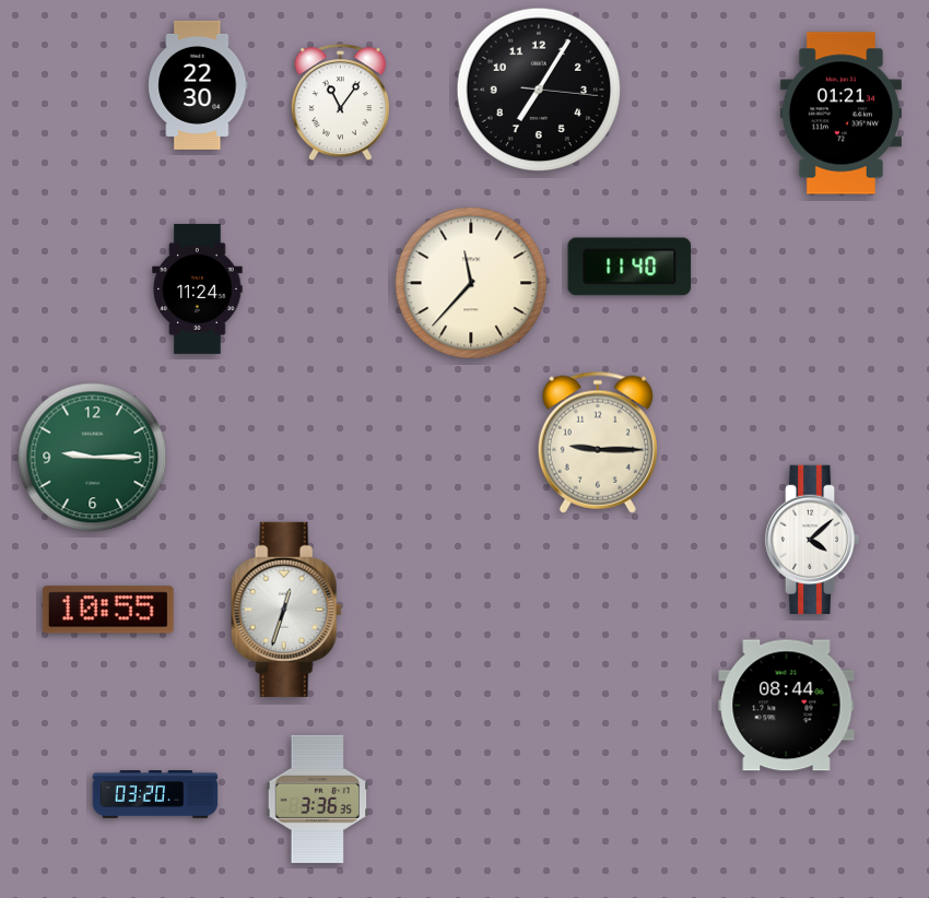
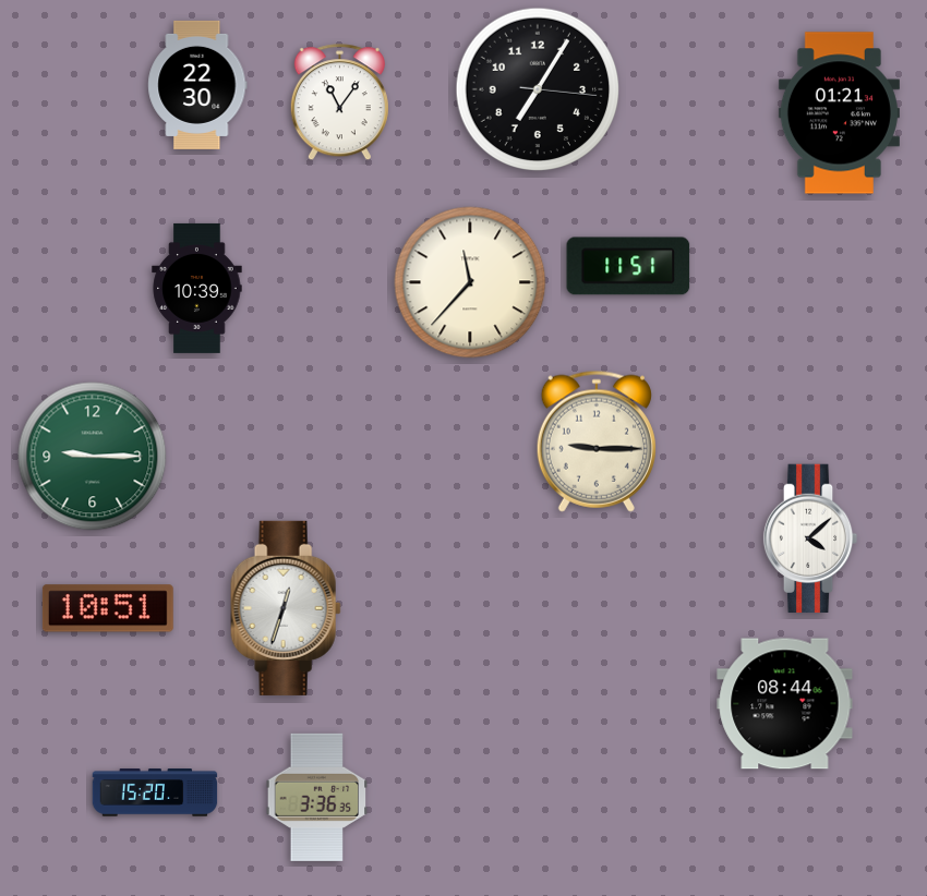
clock at (630, 267): 11:40 -> 11:51
clock at (198, 288): 11:24 -> 10:39
clock at (108, 610): 10:55 -> 10:51
clock at (155, 794): 03:20 -> 15:20
